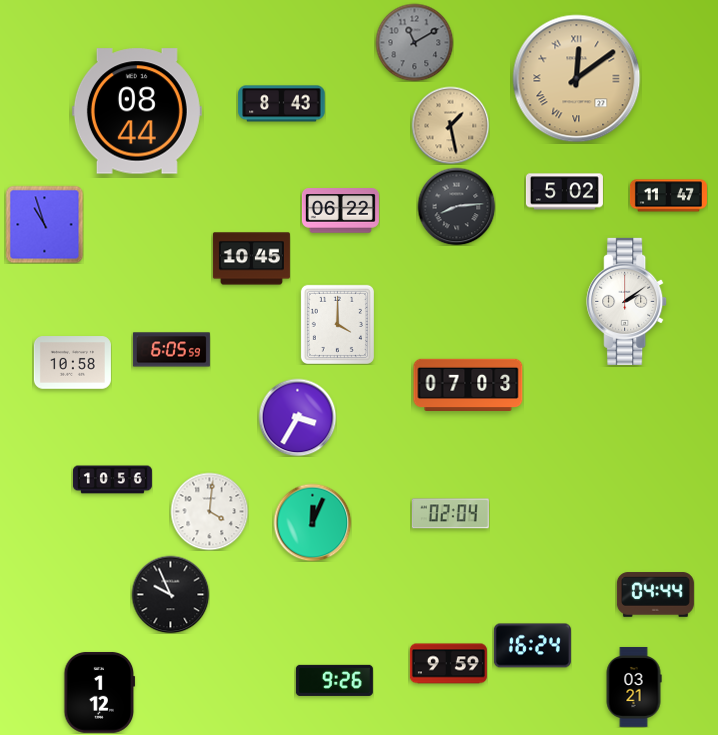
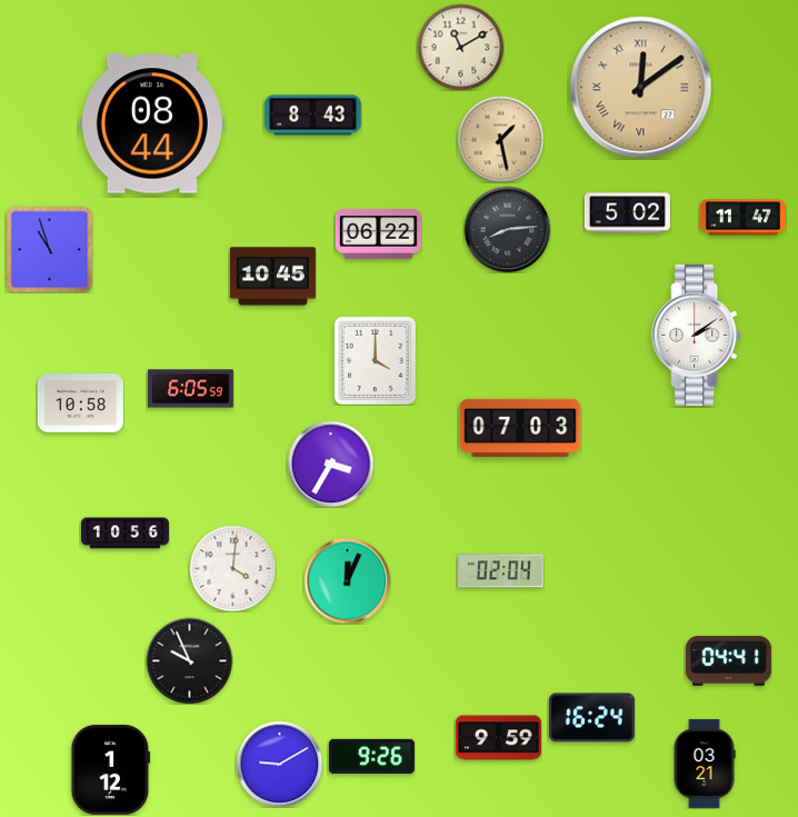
clock at (414, 42) dial: grey -> cream
clock at (251, 259) position: (251, 259) -> (272, 277)
clock at (655, 595): 04:44 -> 04:41
clock at (279, 764): none -> 9:10
